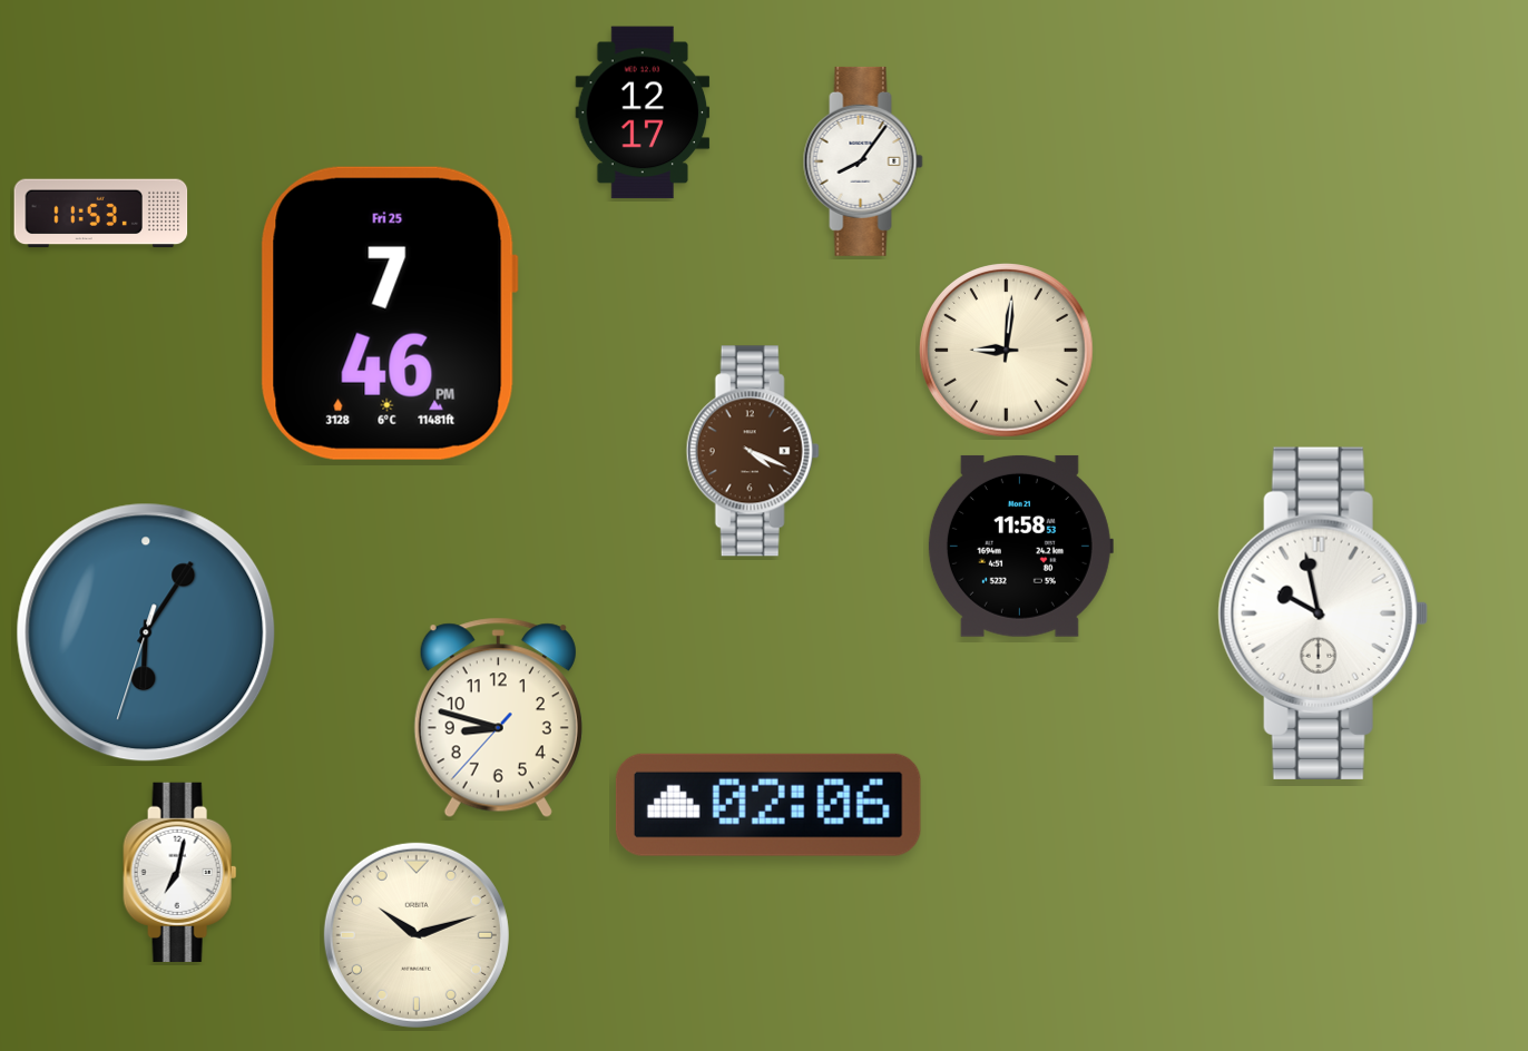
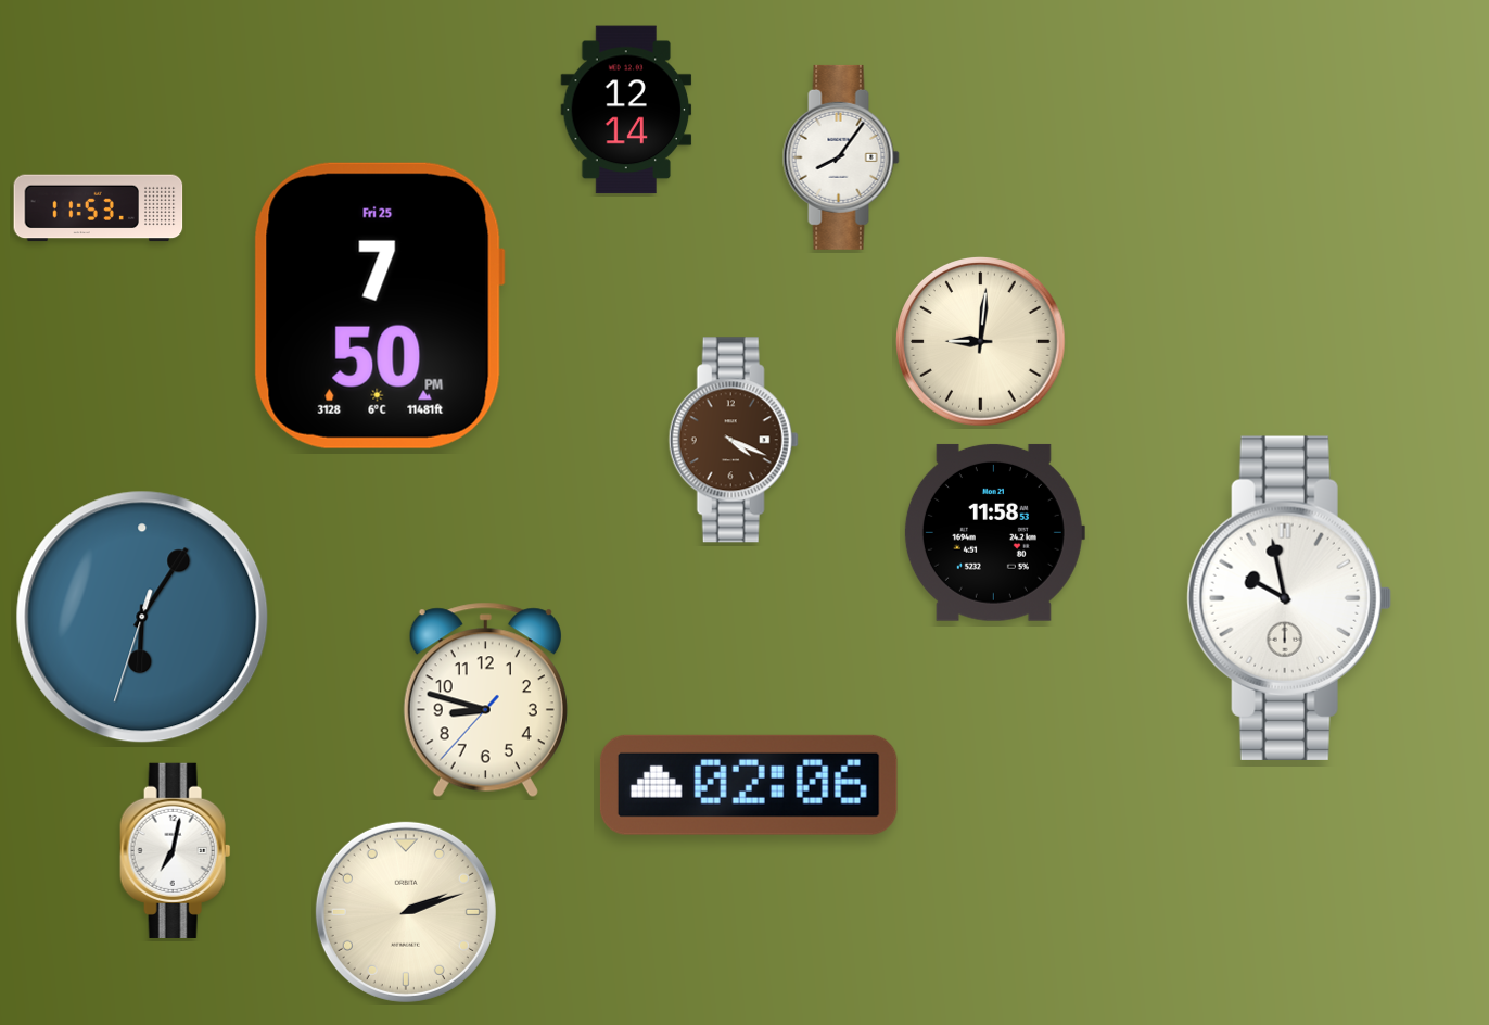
clock at (643, 112): 12:17 -> 12:14
clock at (389, 313): 7:46 -> 7:50
clock at (417, 935): 10:12 -> 2:12
